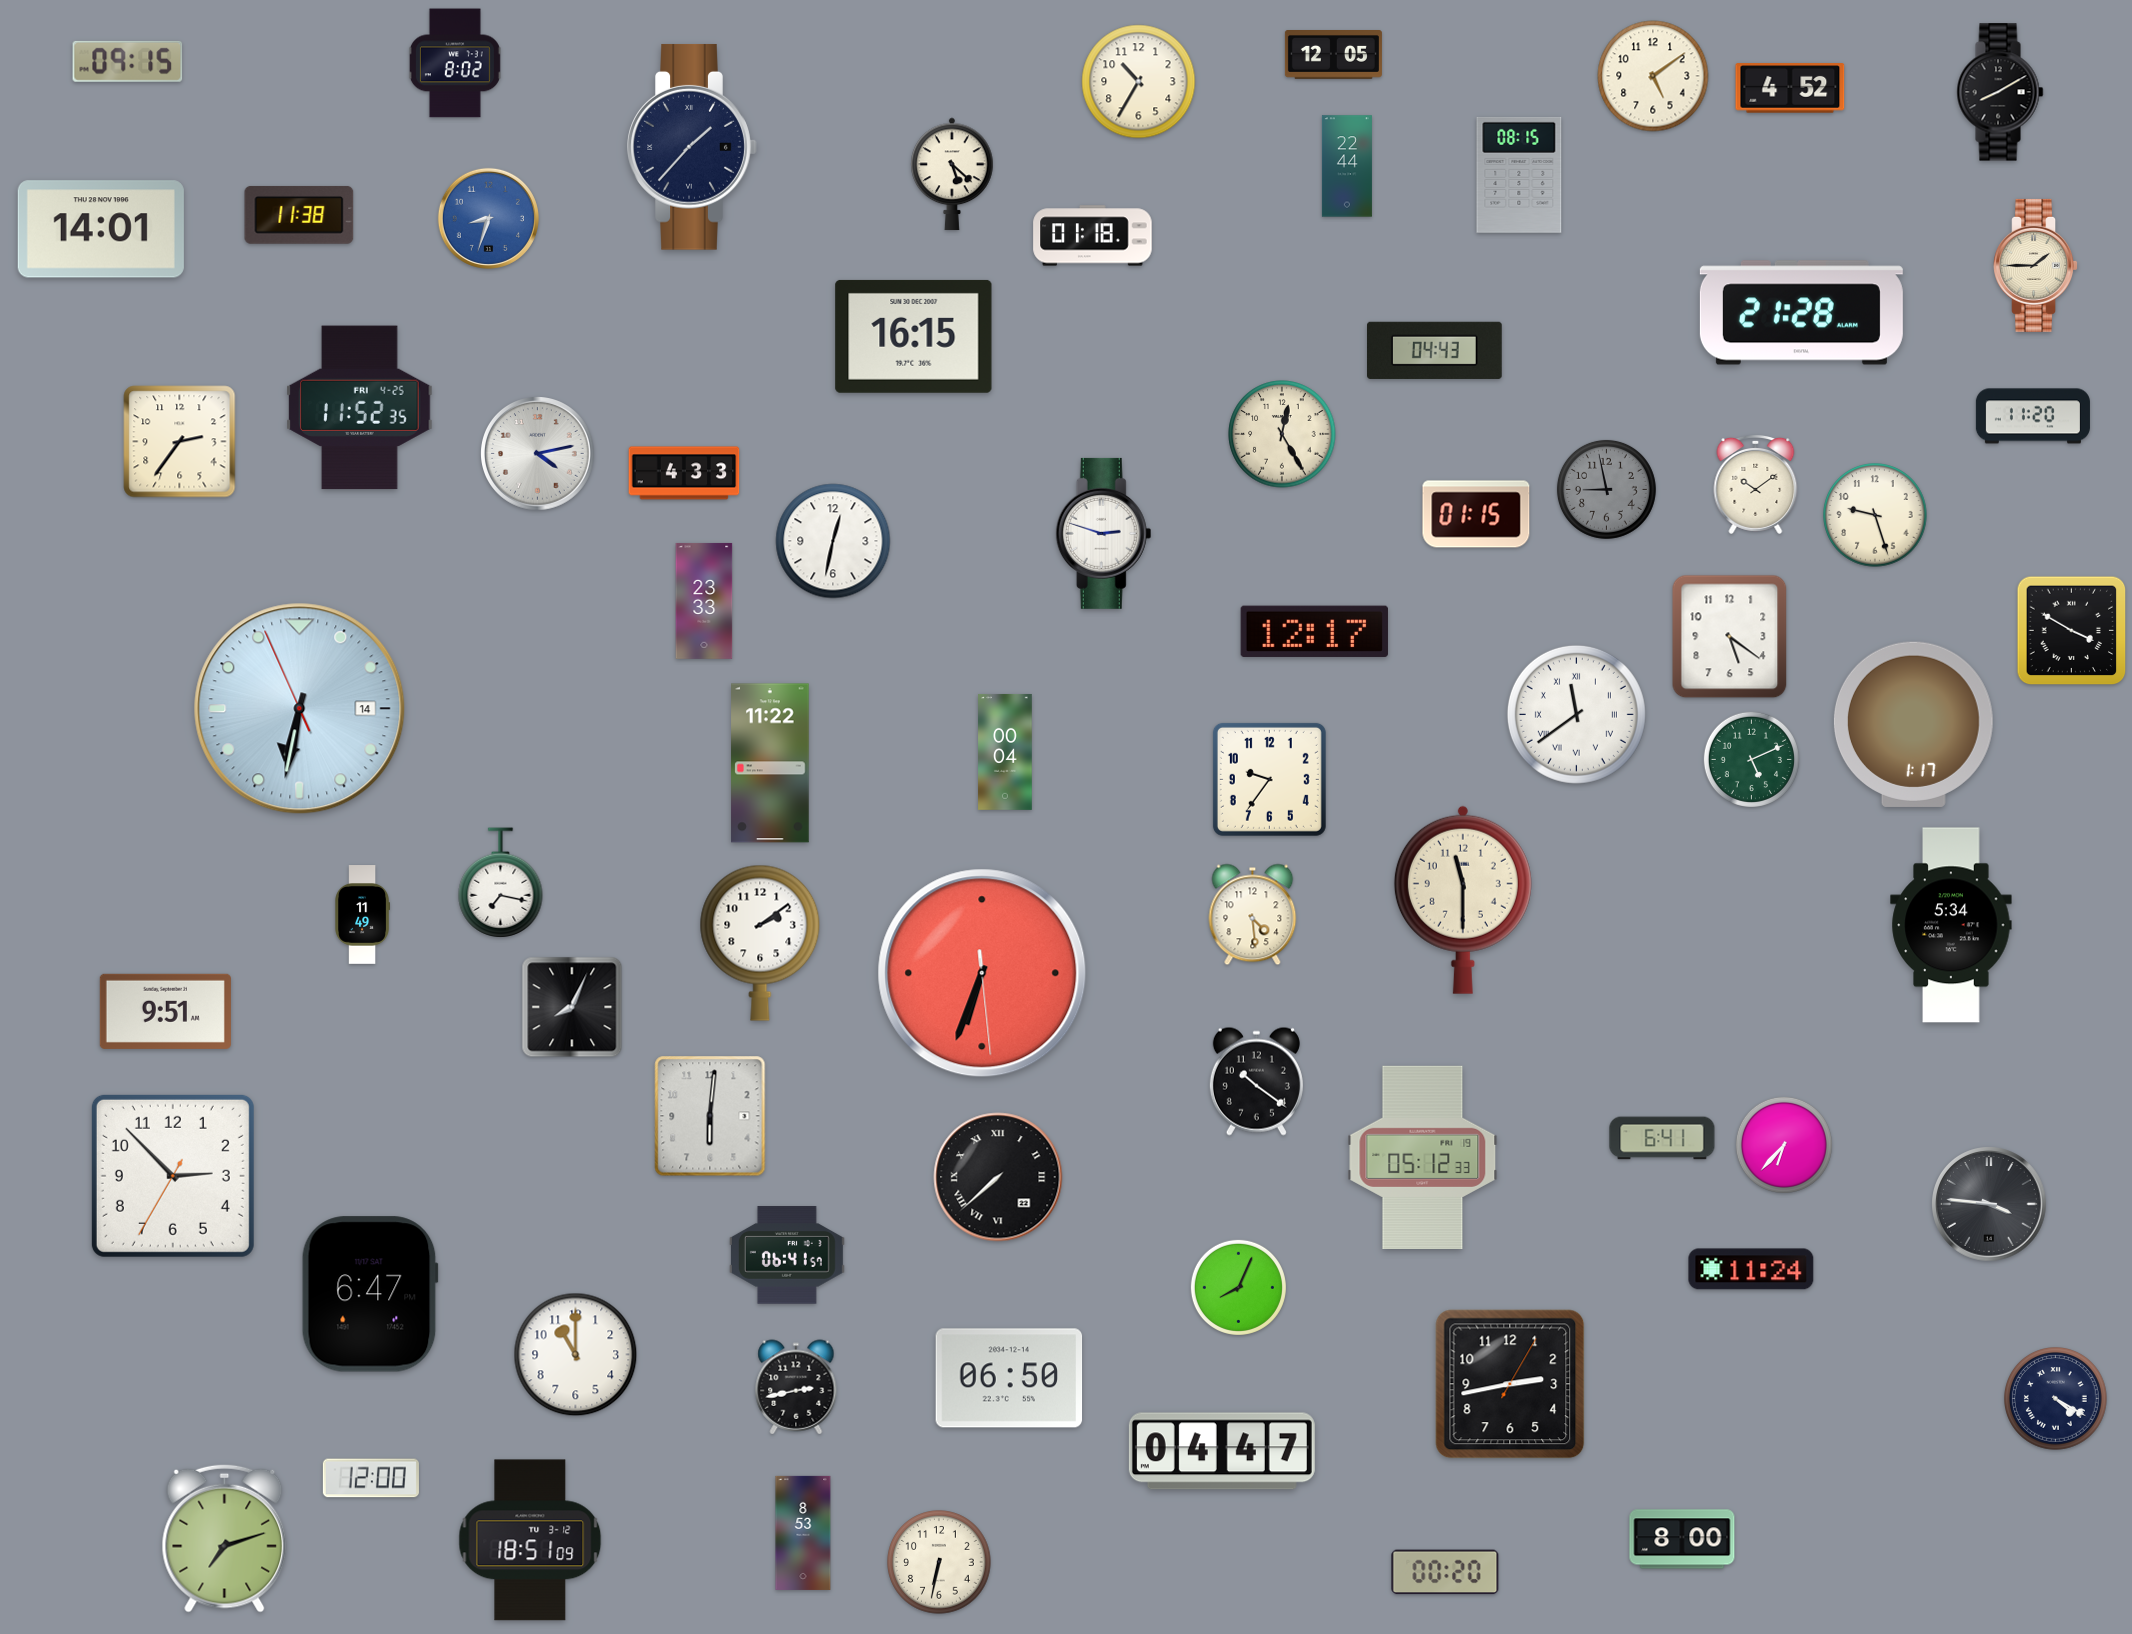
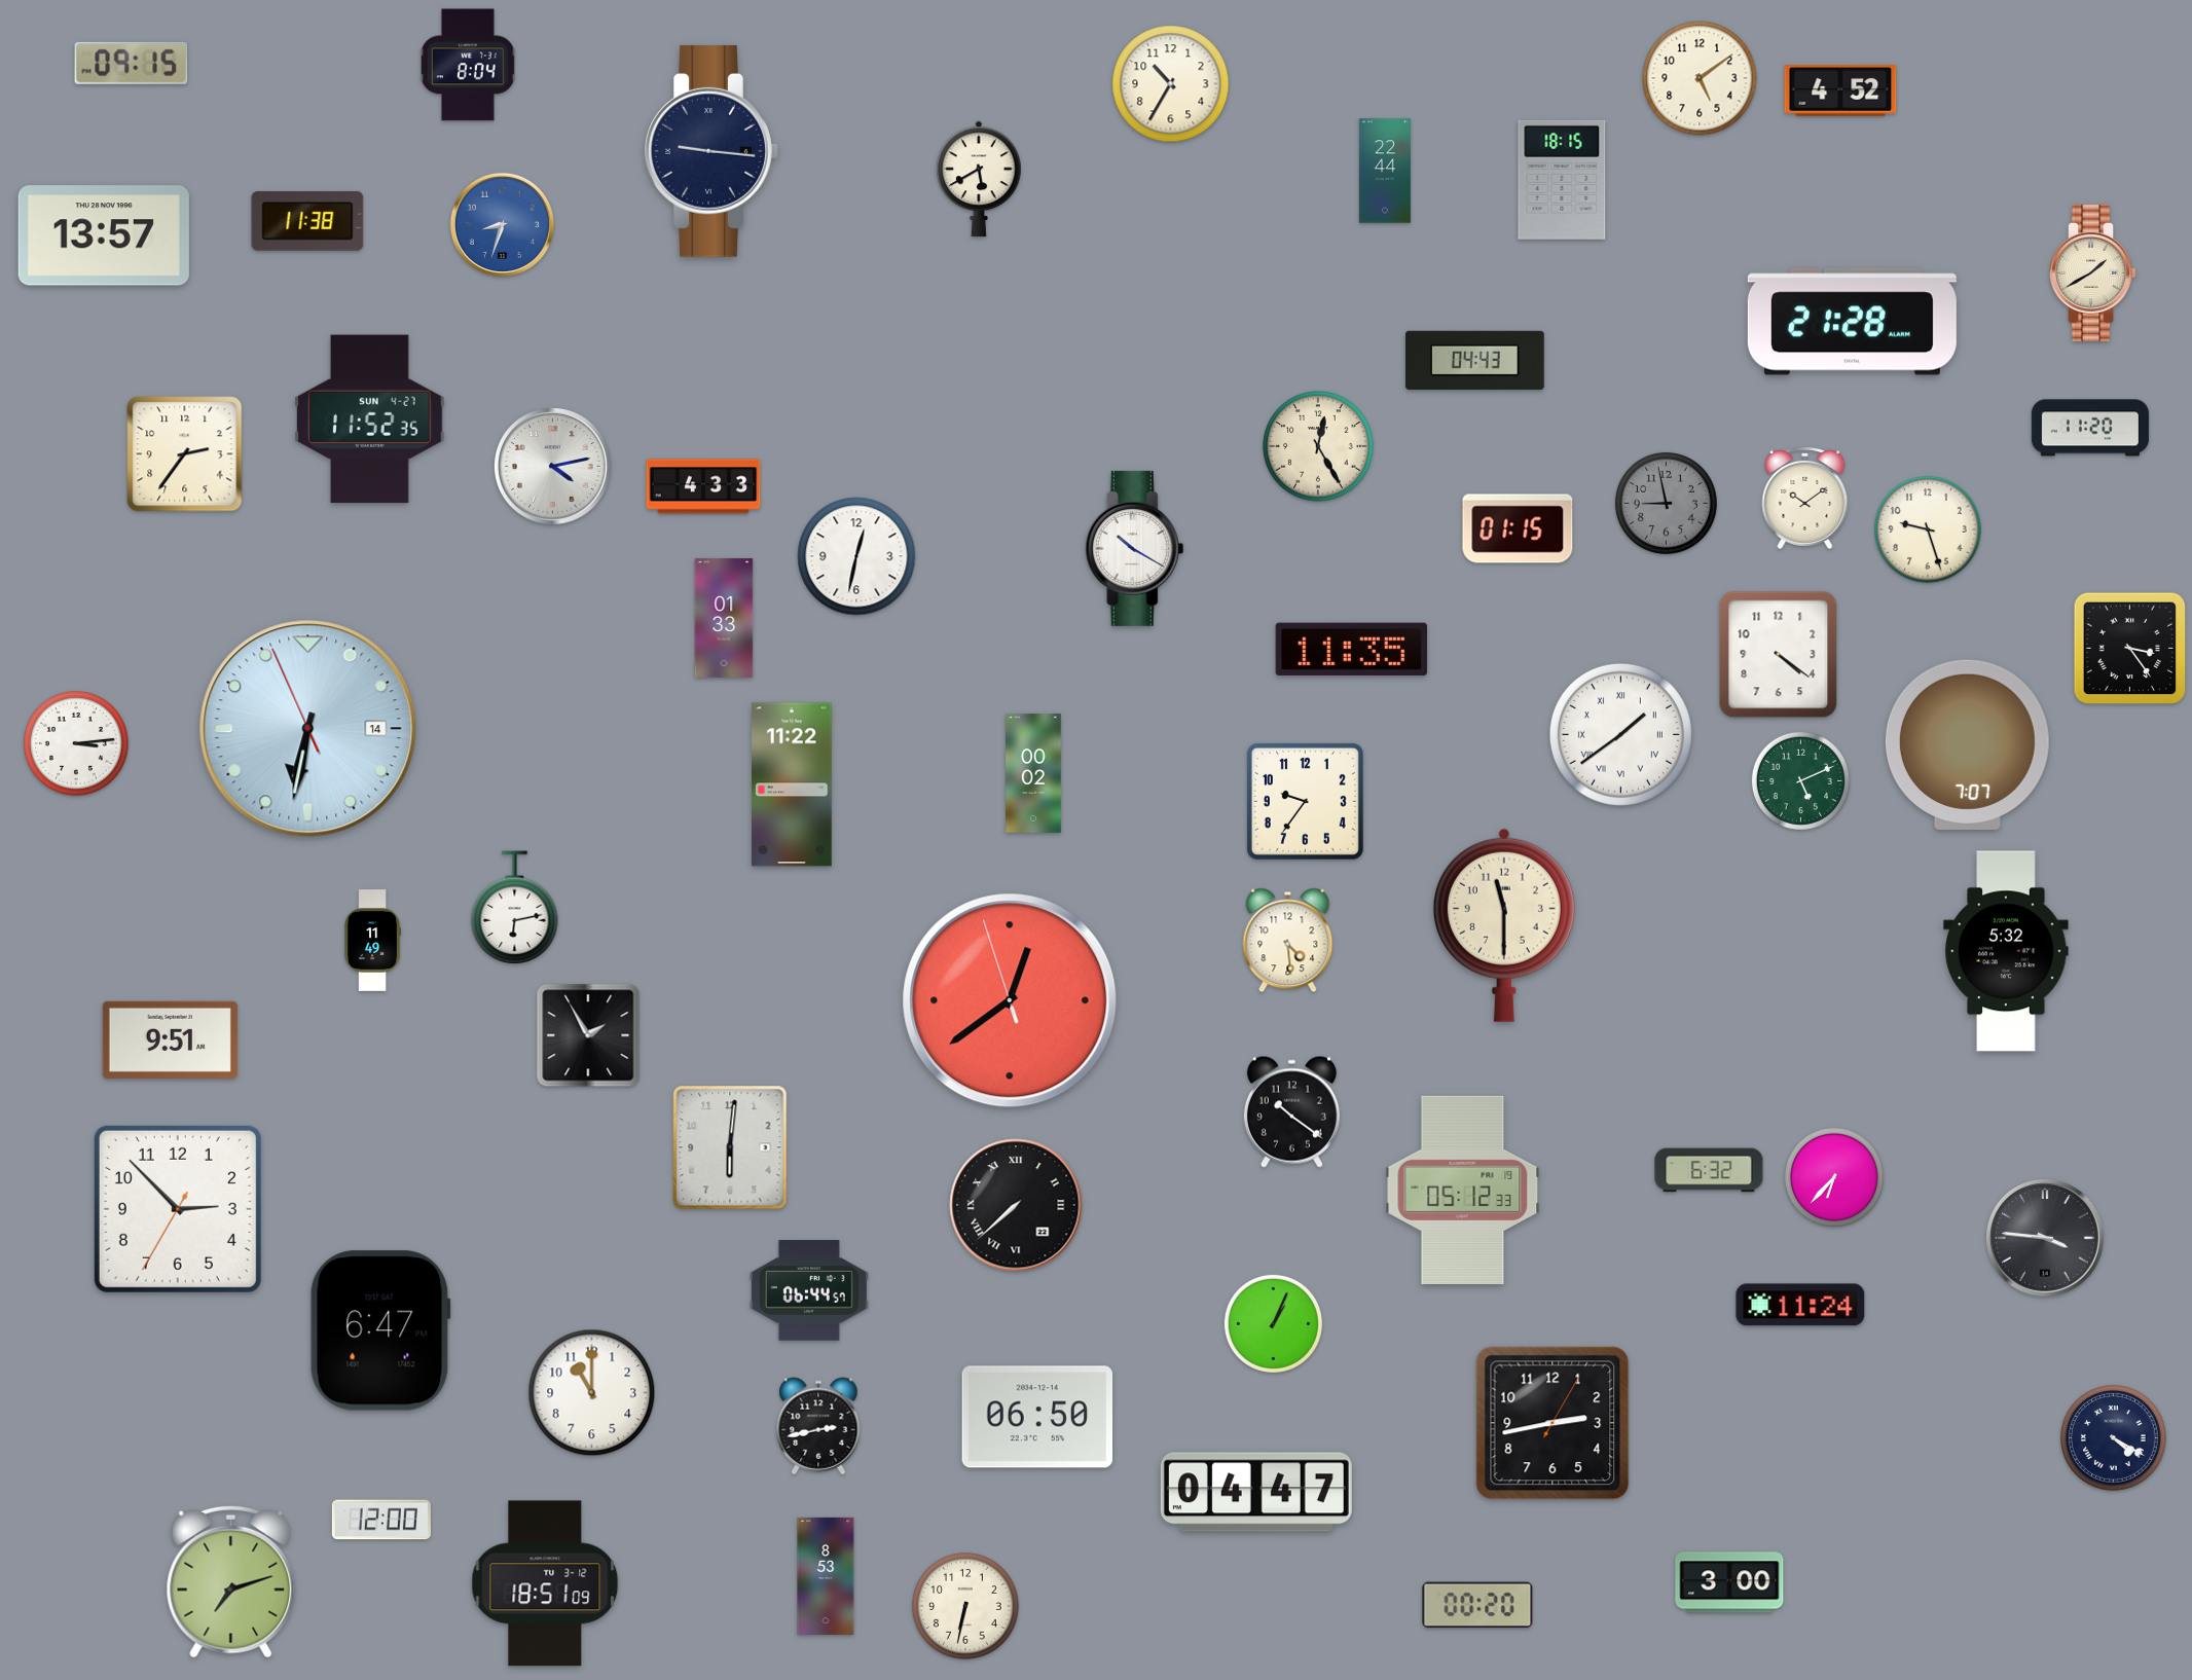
clock at (1333, 55): 12:05 -> none
clock at (455, 63): 8:02 -> 8:04
clock at (2000, 92): 8:10 -> none
clock at (692, 147): 1:37 -> 9:16
clock at (952, 174): 5:22 -> 5:40
clock at (1519, 175): 08:15 -> 18:15
clock at (101, 229): 14:01 -> 13:57
clock at (1093, 236): 01:18 -> none
clock at (2036, 265): 1:45 -> 1:40
clock at (914, 336): 16:15 -> none
clock at (360, 408) date: FRI 4-25 -> SUN 4-27
clock at (1606, 489) position: (1606, 489) -> (1666, 503)
clock at (1104, 533): 2:48 -> 10:20
clock at (704, 601): 23:33 -> 01:33
clock at (1314, 631): 12:17 -> 11:35
clock at (2072, 631): 3:50 -> 3:24
clock at (1730, 637): 5:21 -> 4:21
clock at (1576, 714): 11:39 -> 1:39
clock at (77, 744): none -> 3:14
clock at (1913, 724): 1:17 -> 7:07
clock at (1005, 752): 00:04 -> 00:02
clock at (501, 883): 7:17 -> 6:13
clock at (1951, 925): 5:34 -> 5:32
clock at (760, 943): 2:09 -> none
clock at (982, 973): 6:33 -> 12:38
clock at (572, 1007): 8:04 -> 1:55
clock at (1662, 1138): 6:41 -> 6:32
clock at (998, 1177) position: (998, 1177) -> (1016, 1205)
clock at (787, 1255): 06:41 -> 06:44
clock at (1238, 1287): 8:04 -> 1:04
clock at (1682, 1539): 8:00 -> 3:00
clock at (1445, 1572) position: (1445, 1572) -> (1477, 1605)
